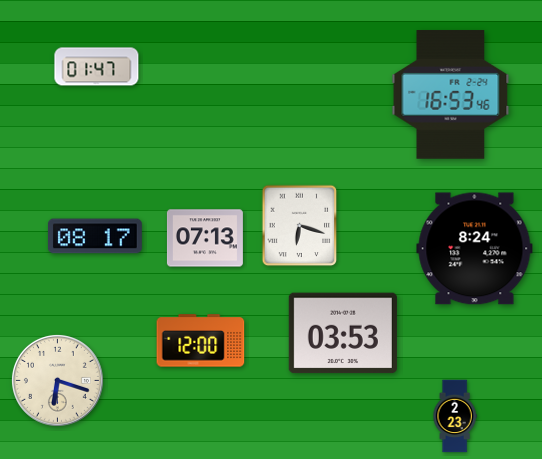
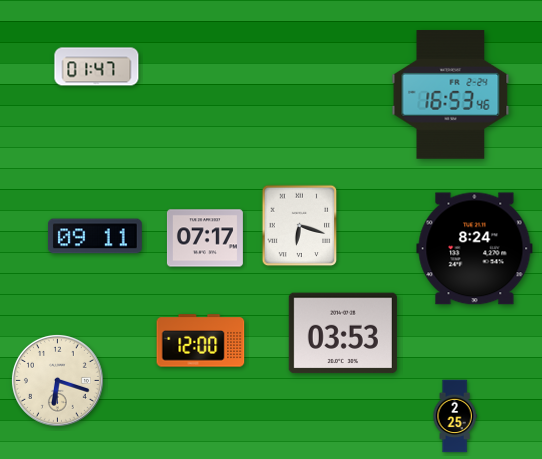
clock at (95, 236): 08:17 -> 09:11
clock at (205, 238): 07:13 -> 07:17
clock at (455, 416): 2:23 -> 2:25
